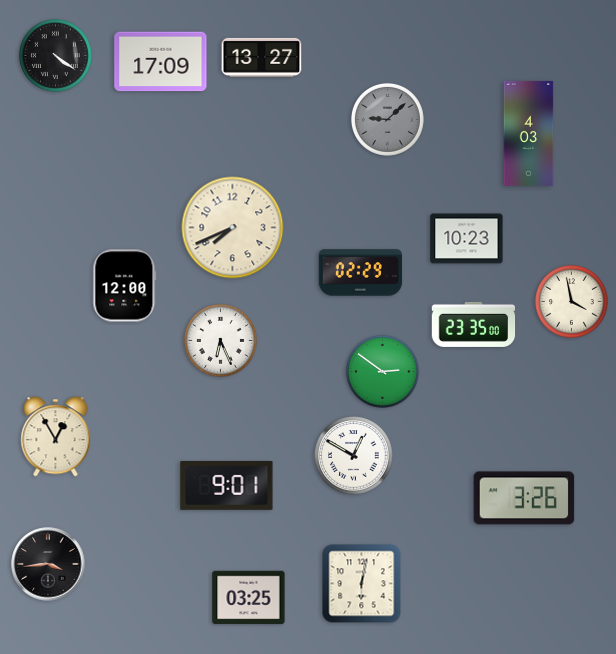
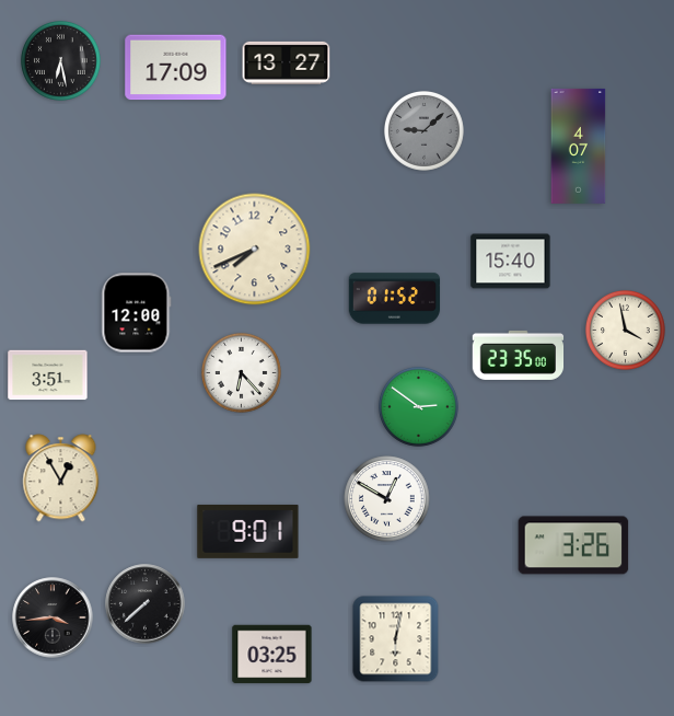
clock at (55, 55): 4:21 -> 6:28
clock at (529, 133): 4:03 -> 4:07
clock at (467, 239): 10:23 -> 15:40
clock at (361, 273): 02:29 -> 01:52
clock at (220, 340): 6:26 -> 6:23
clock at (48, 376): none -> 3:51
clock at (146, 604): none -> 7:38
